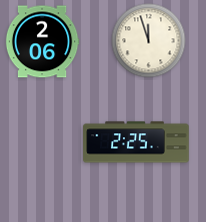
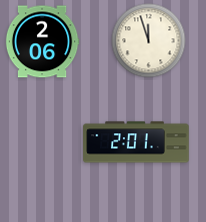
clock at (136, 142): 2:25 -> 2:01
